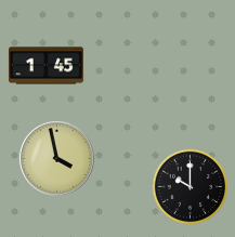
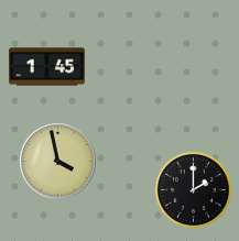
clock at (191, 187): 10:00 -> 2:00
